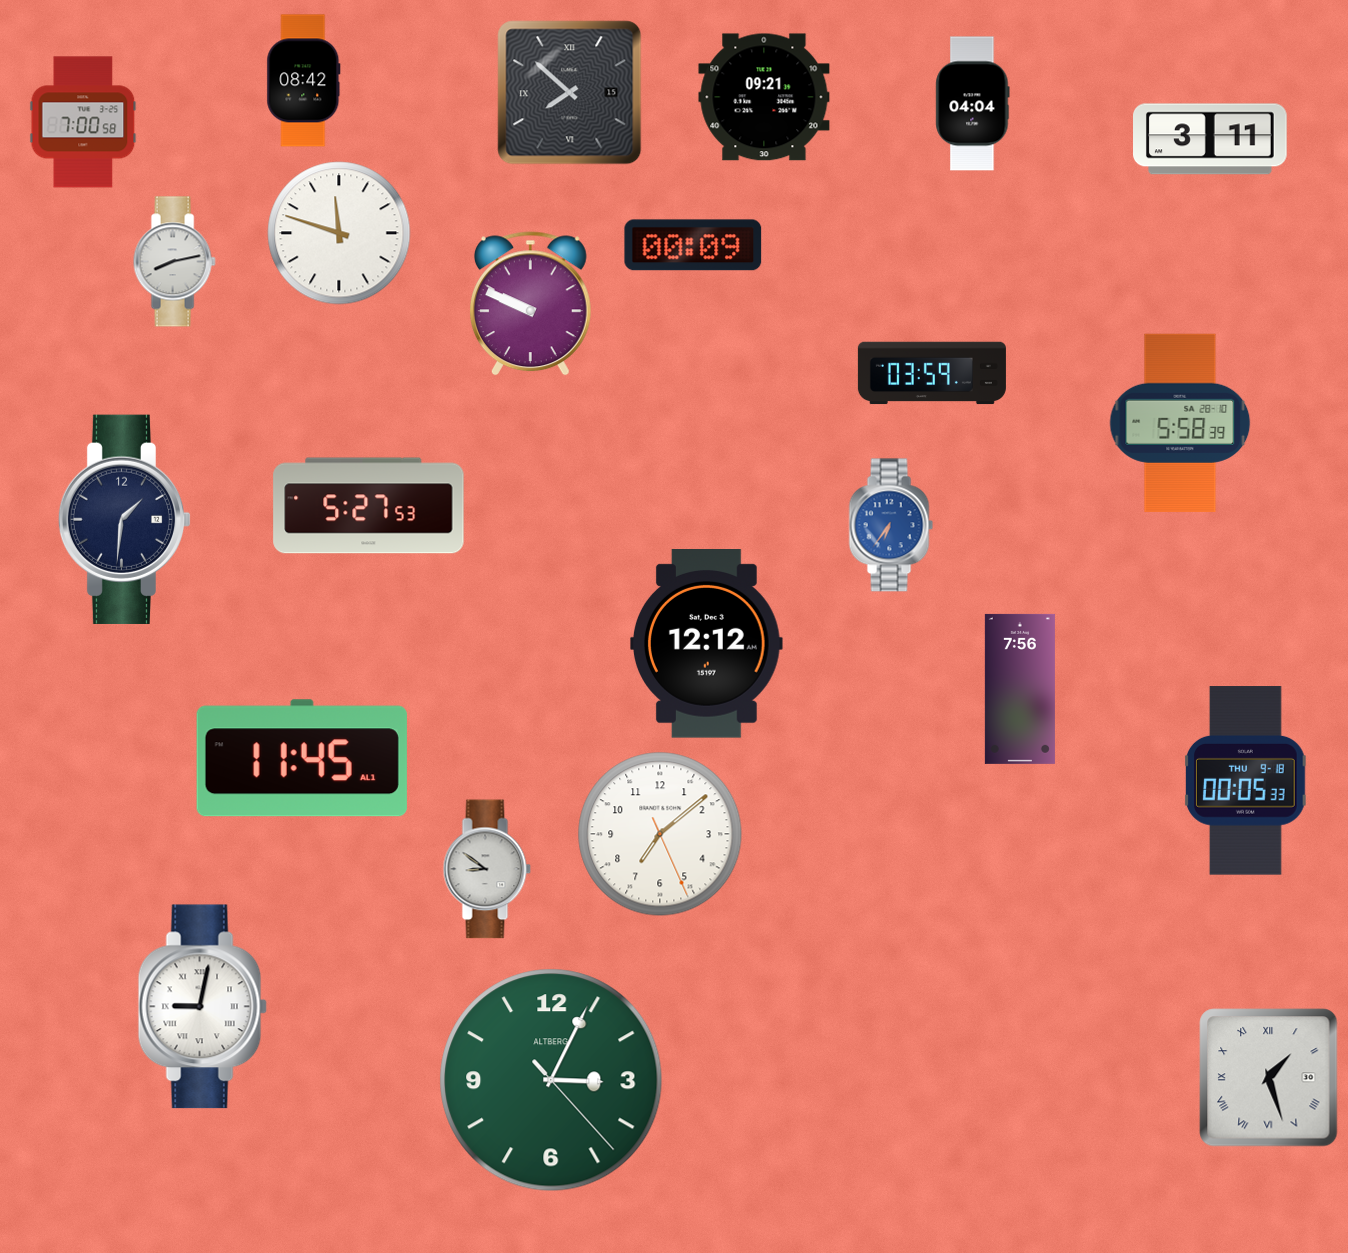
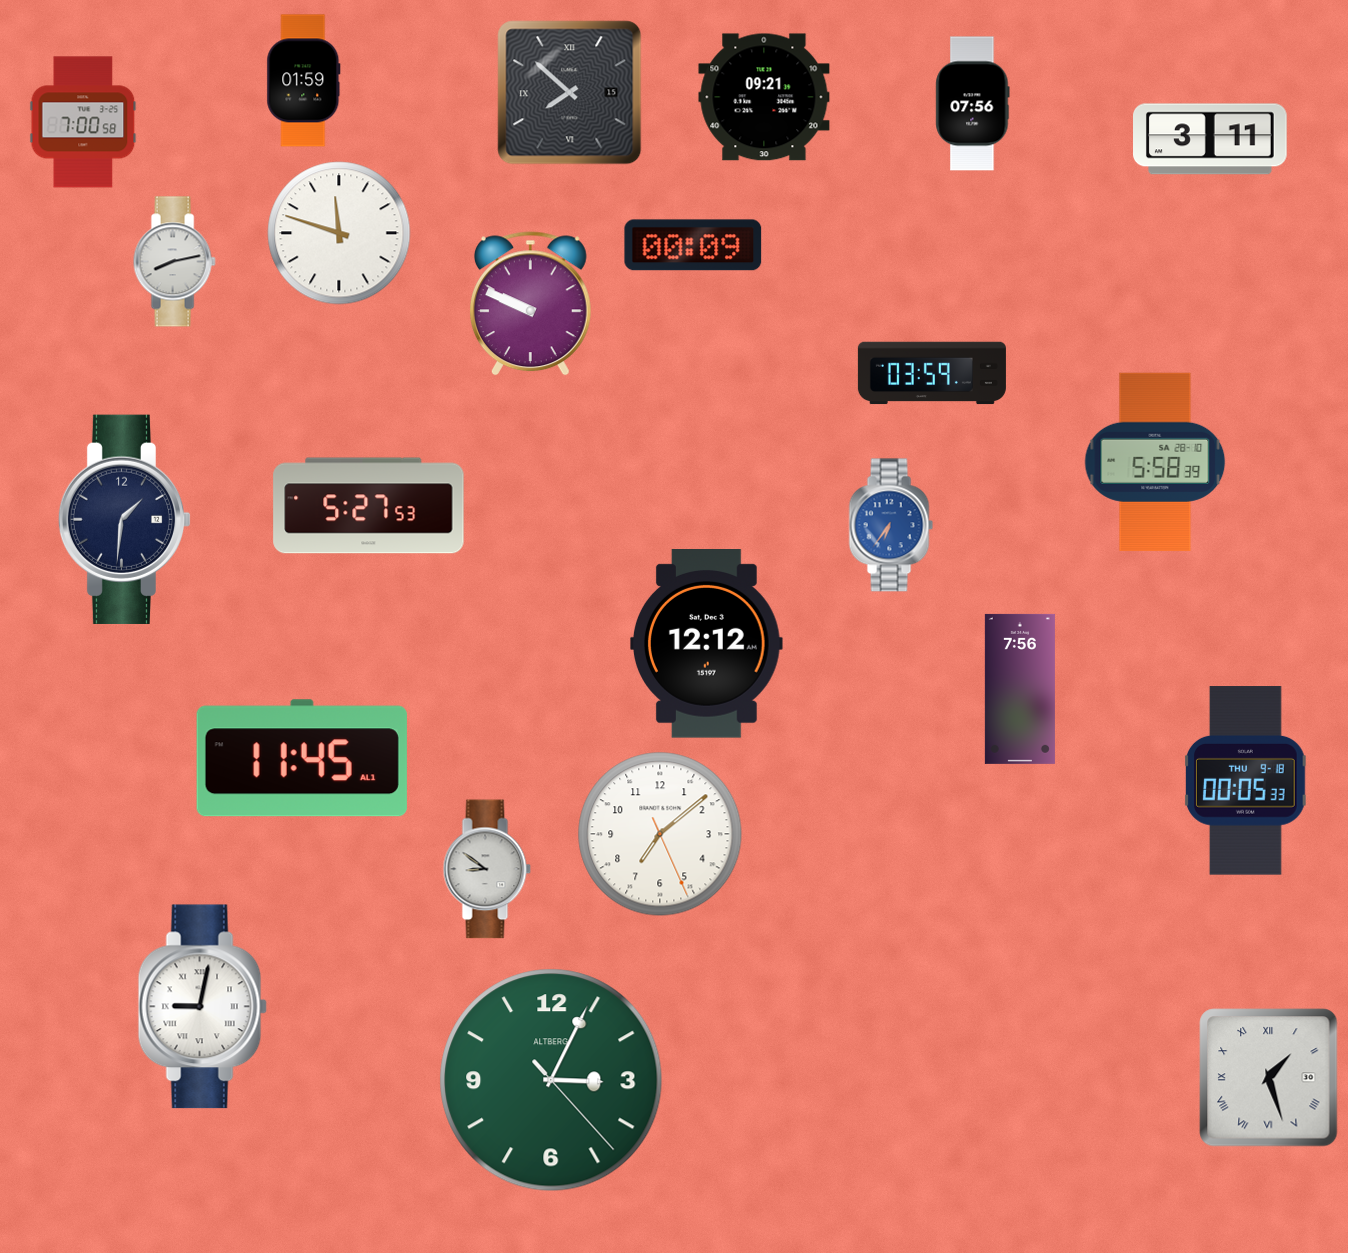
clock at (304, 81): 08:42 -> 01:59
clock at (973, 104): 04:04 -> 07:56
clock at (1180, 423) position: (1180, 423) -> (1155, 462)
